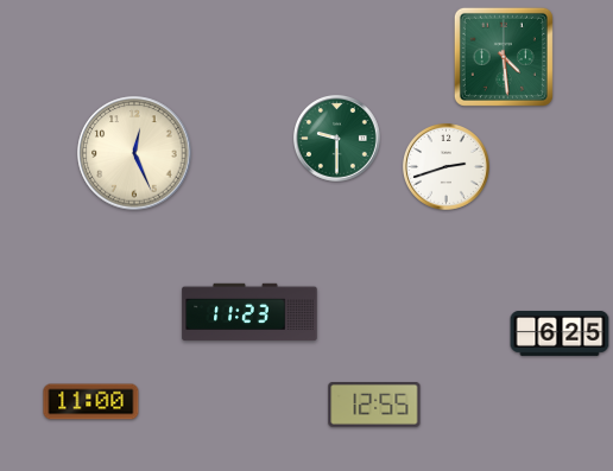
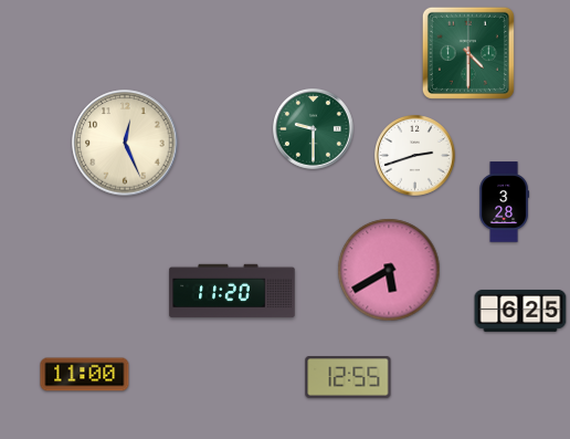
clock at (504, 57): 4:29 -> 4:30
clock at (505, 202): none -> 3:28
clock at (389, 270): none -> 5:40
clock at (249, 312): 11:23 -> 11:20
